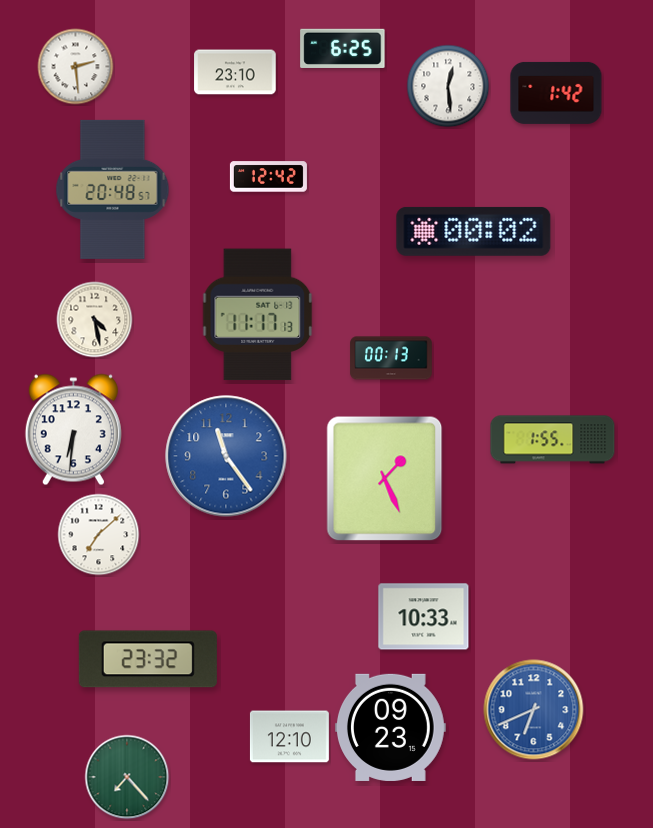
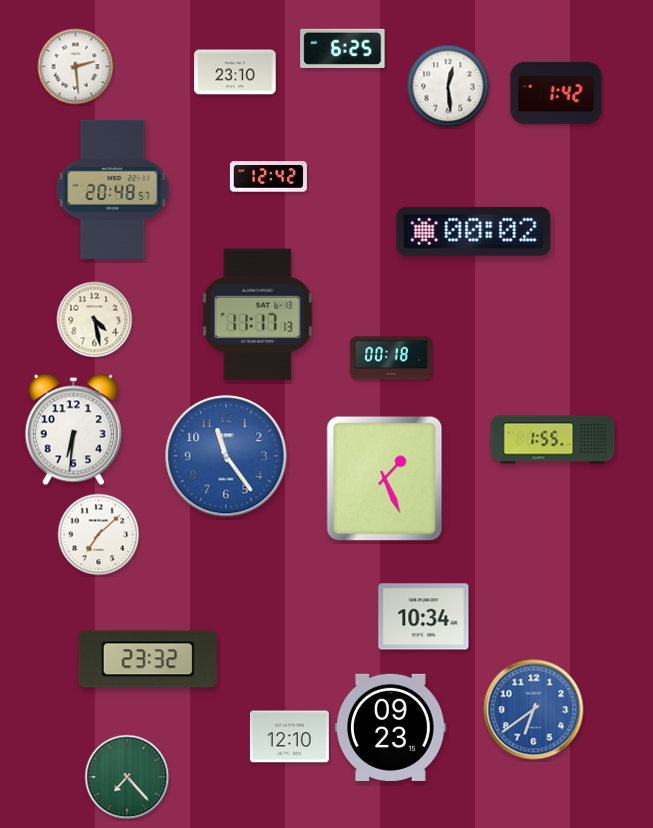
clock at (391, 358): 00:13 -> 00:18
clock at (424, 617): 10:33 -> 10:34
clock at (534, 710): 6:41 -> 6:39
